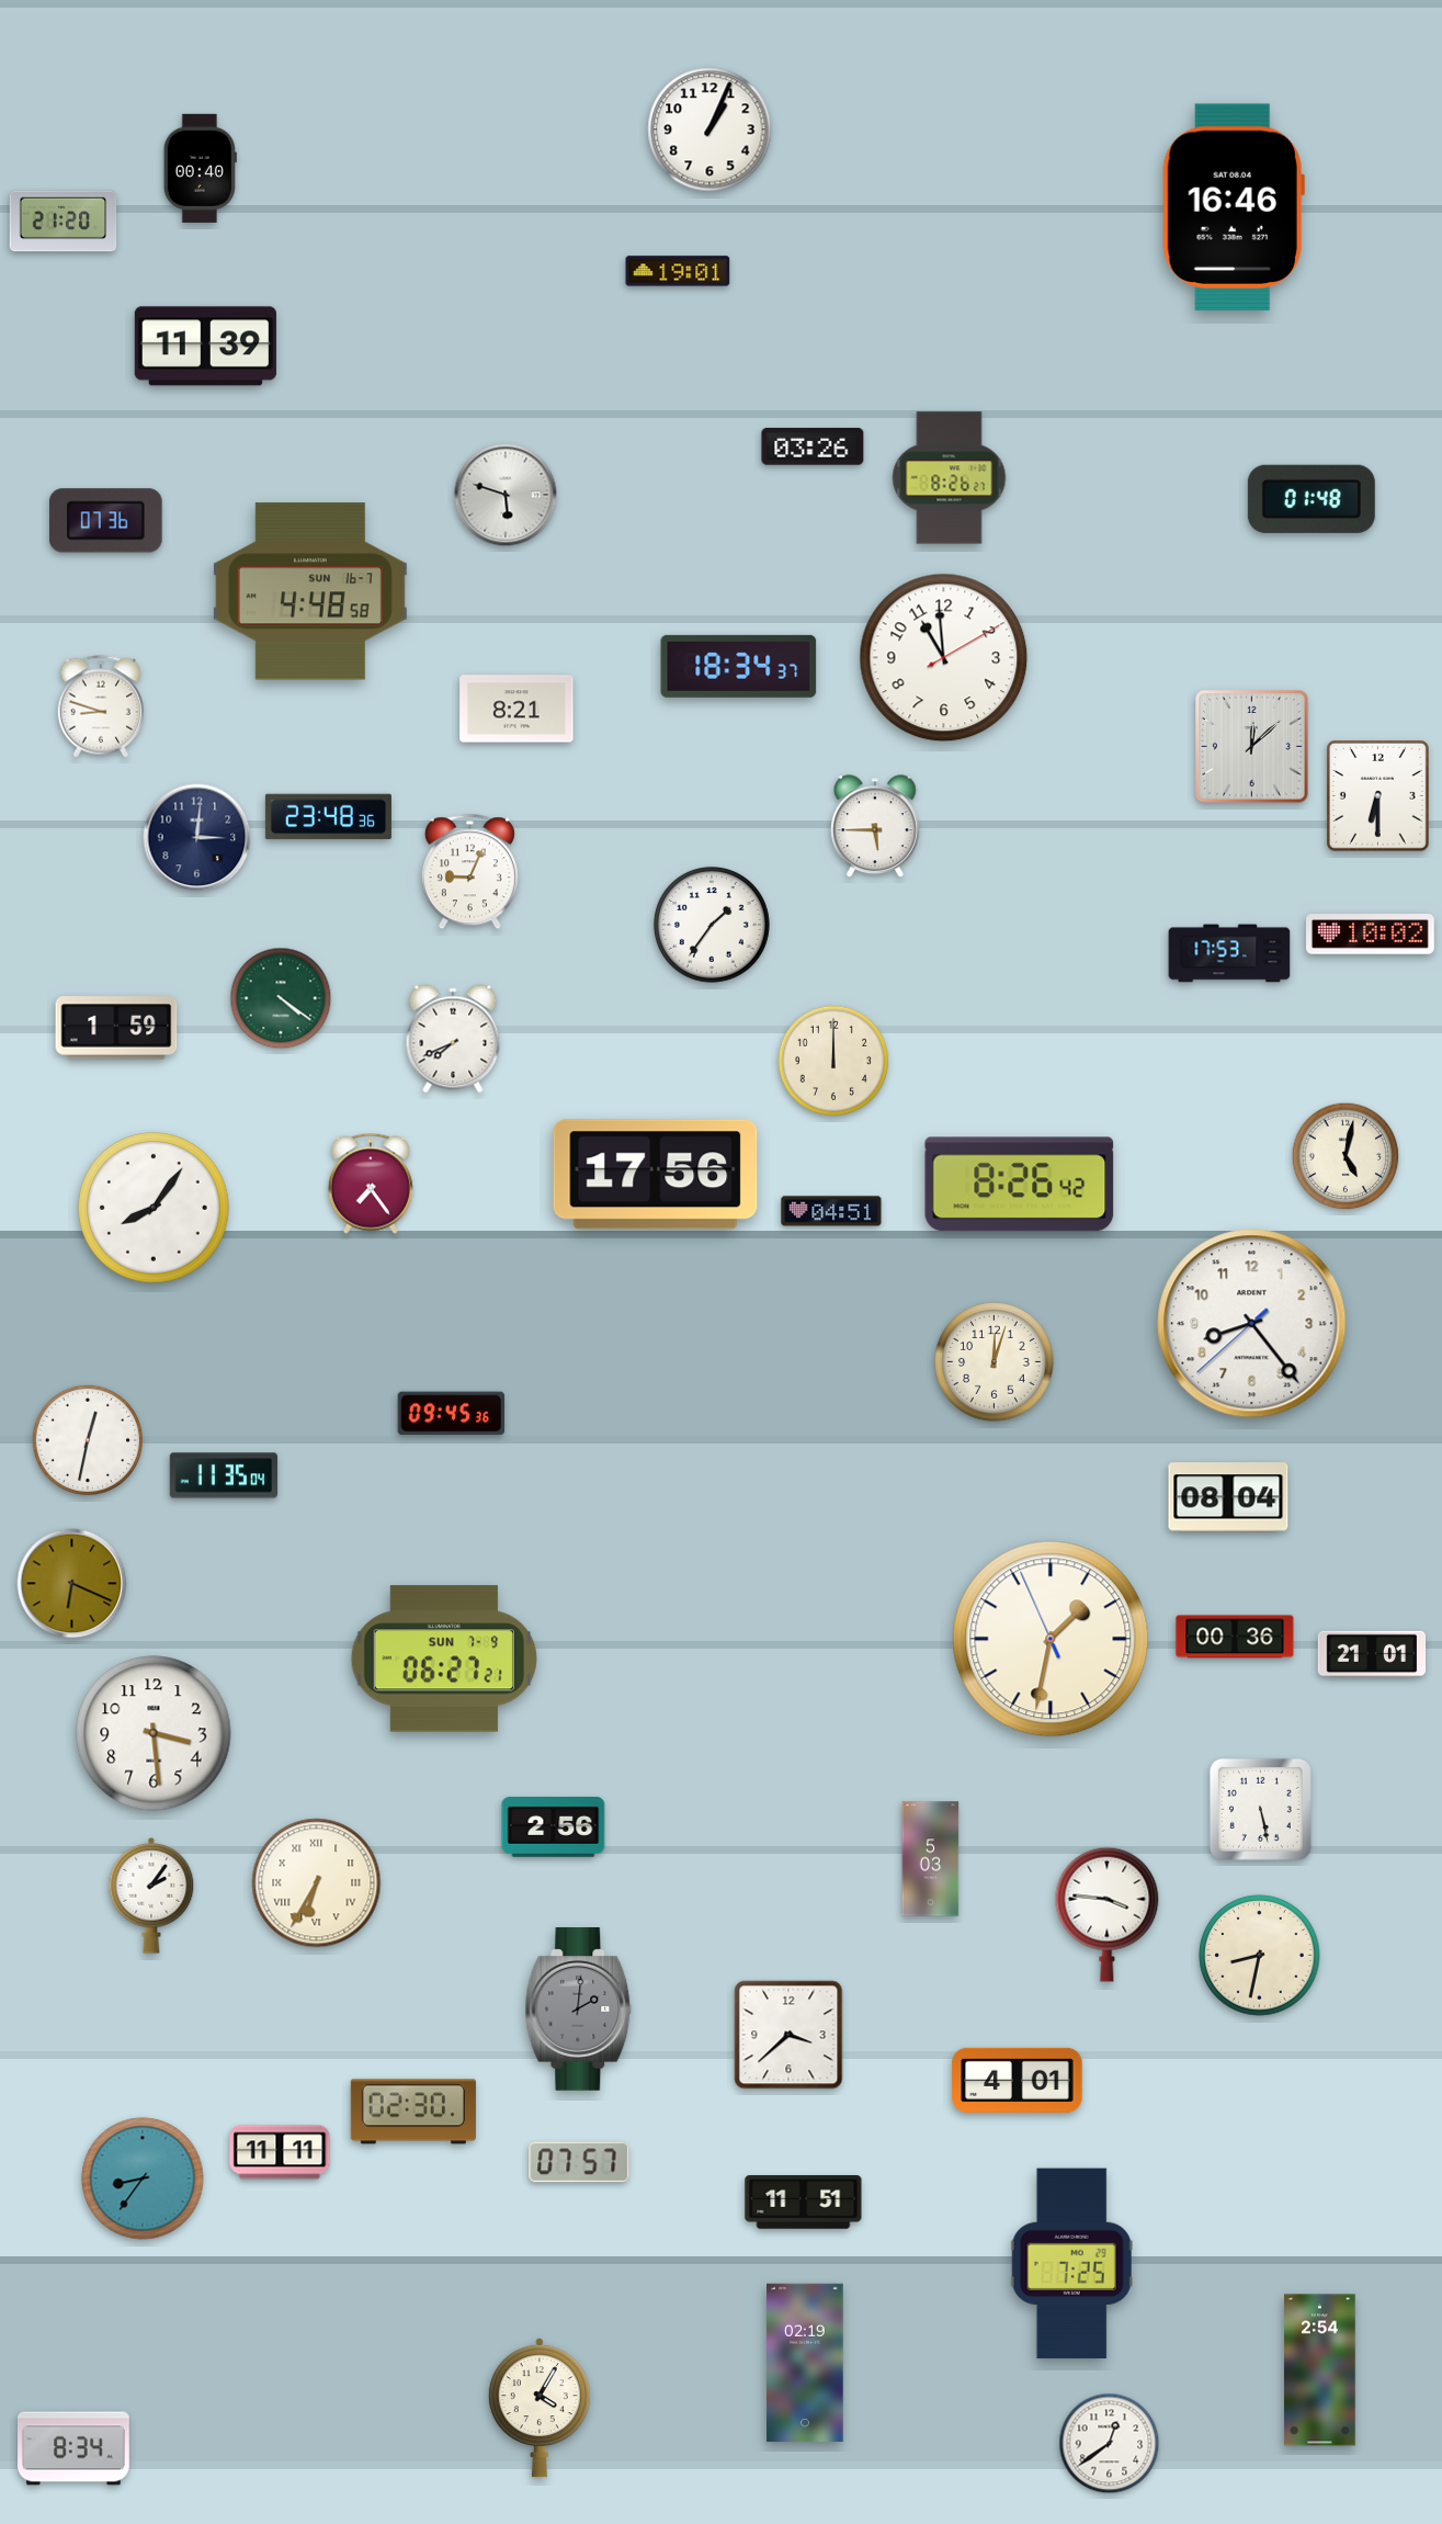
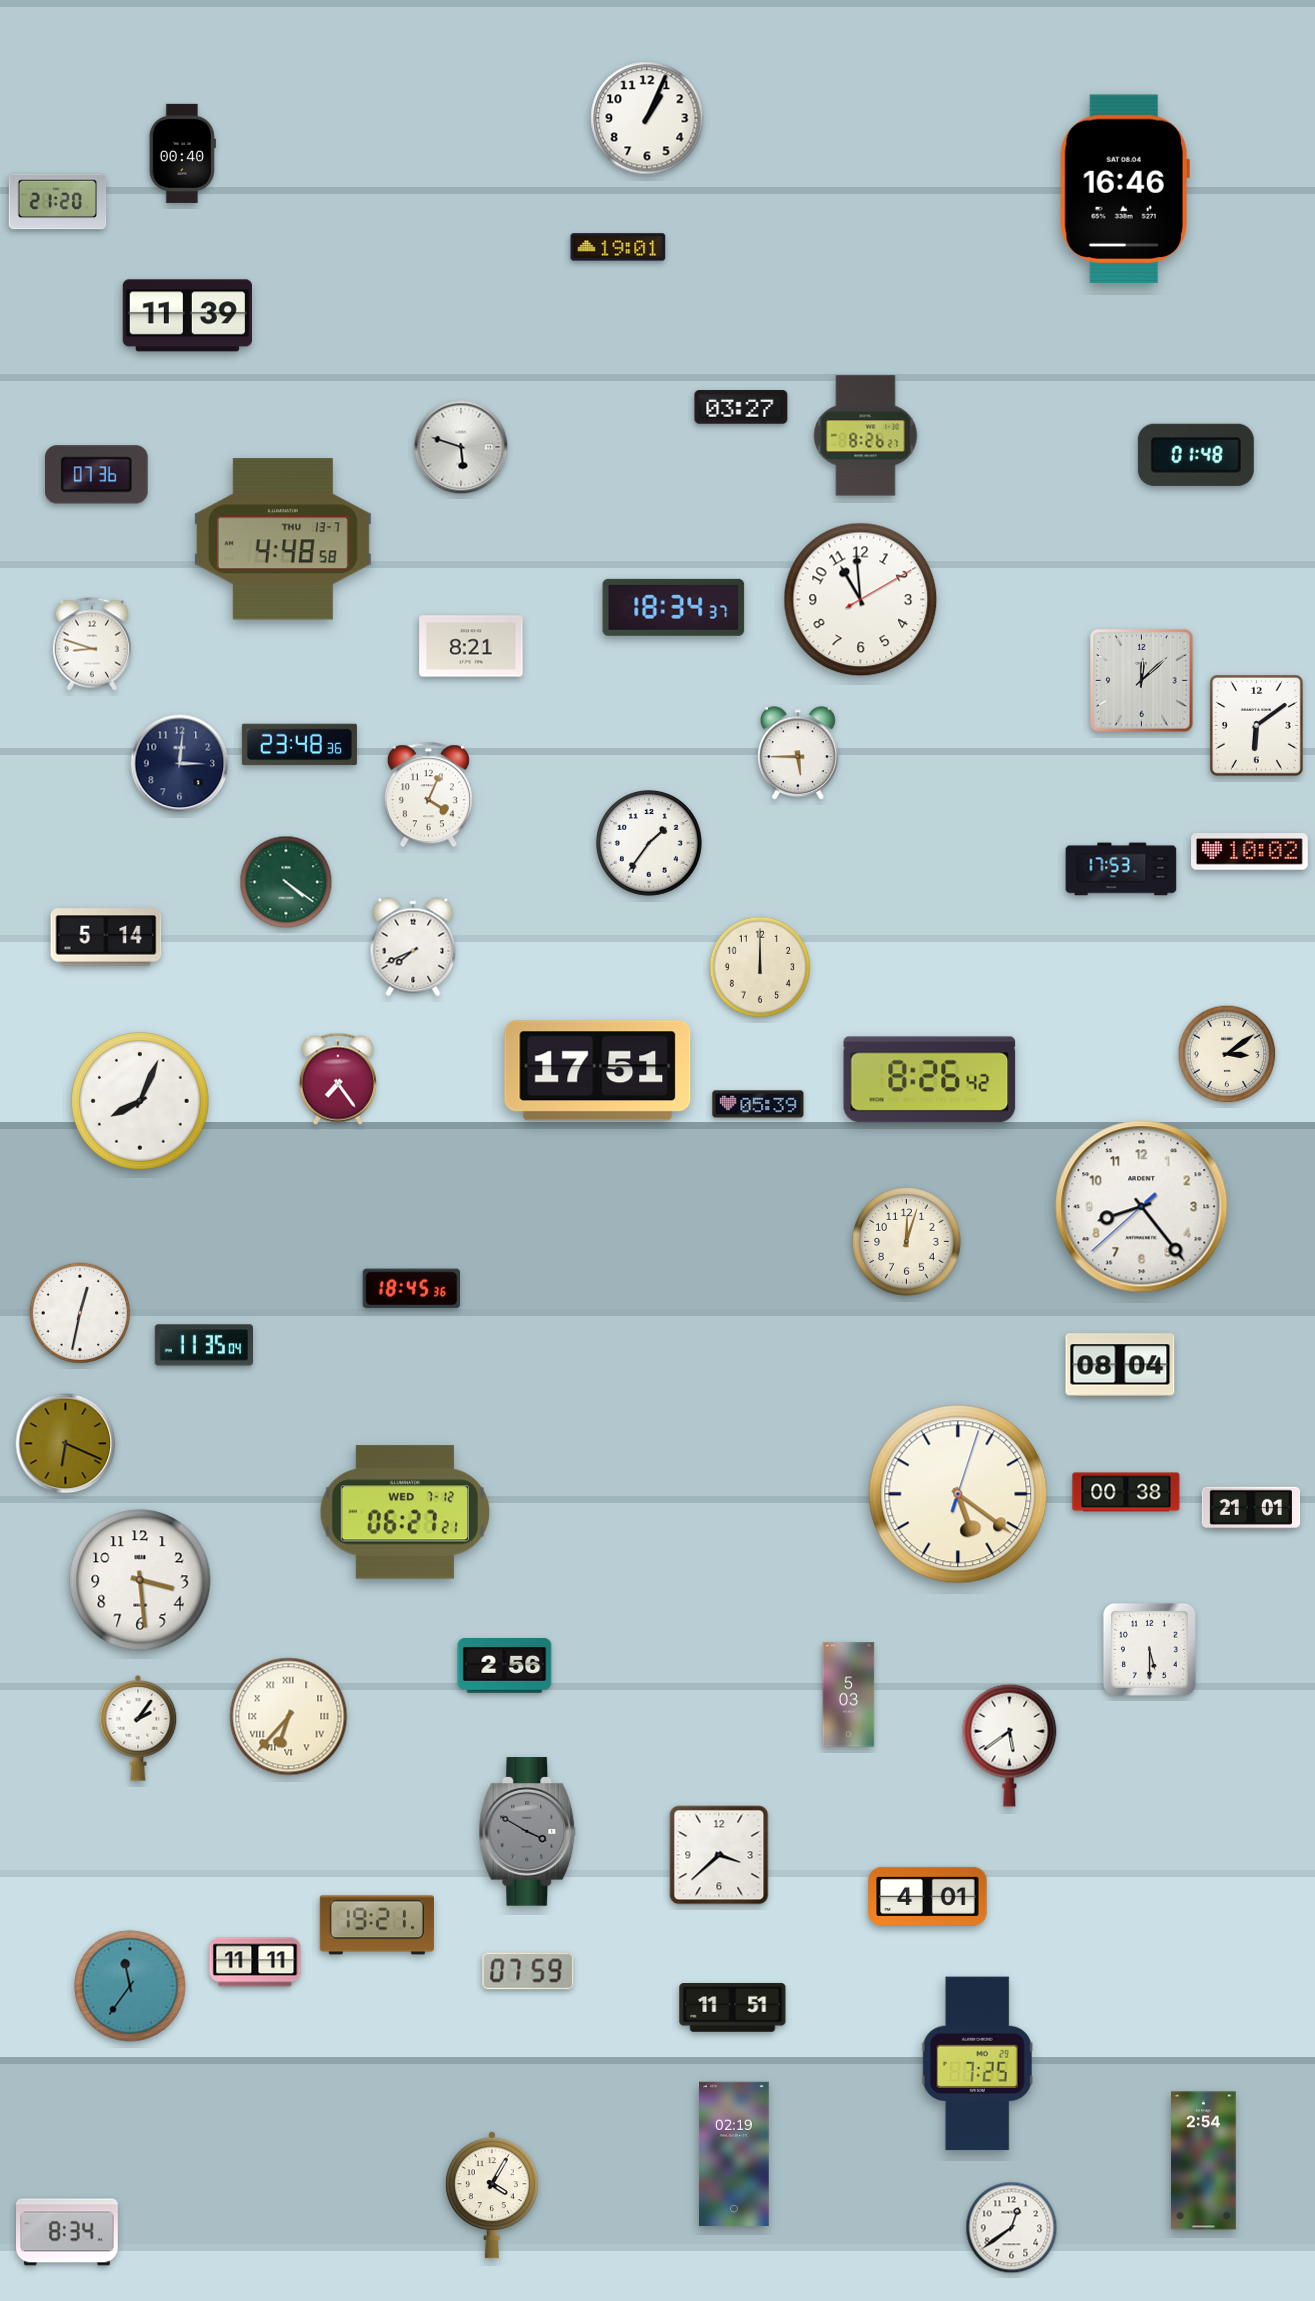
clock at (813, 446): 03:26 -> 03:27
clock at (506, 495) position: (506, 495) -> (461, 447)
clock at (310, 591) date: SUN 16-7 -> THU 13-7
clock at (1377, 795): 6:30 -> 6:09
clock at (469, 872): 9:04 -> 4:04
clock at (281, 998) position: (281, 998) -> (286, 882)
clock at (116, 1028): 1:59 -> 5:14
clock at (1346, 1156): 5:02 -> 3:09
clock at (656, 1175): 17:56 -> 17:51
clock at (155, 1209): 8:06 -> 8:04
clock at (831, 1211): 04:51 -> 05:39
clock at (452, 1414): 09:45 -> 18:45
clock at (1235, 1637): 00:36 -> 00:38
clock at (1051, 1639): 1:31 -> 5:21
clock at (444, 1659) date: SUN 7-9 -> WED 7-12
clock at (1260, 1809): 5:28 -> 5:30
clock at (317, 1883): 6:35 -> 6:37
clock at (1108, 1914): 3:46 -> 5:39
clock at (1260, 1956): 8:32 -> none
clock at (579, 2010): 2:01 -> 3:50
clock at (413, 2112): 02:30 -> 19:21
clock at (579, 2162): 07:57 -> 07:59
clock at (143, 2178): 8:36 -> 11:36
